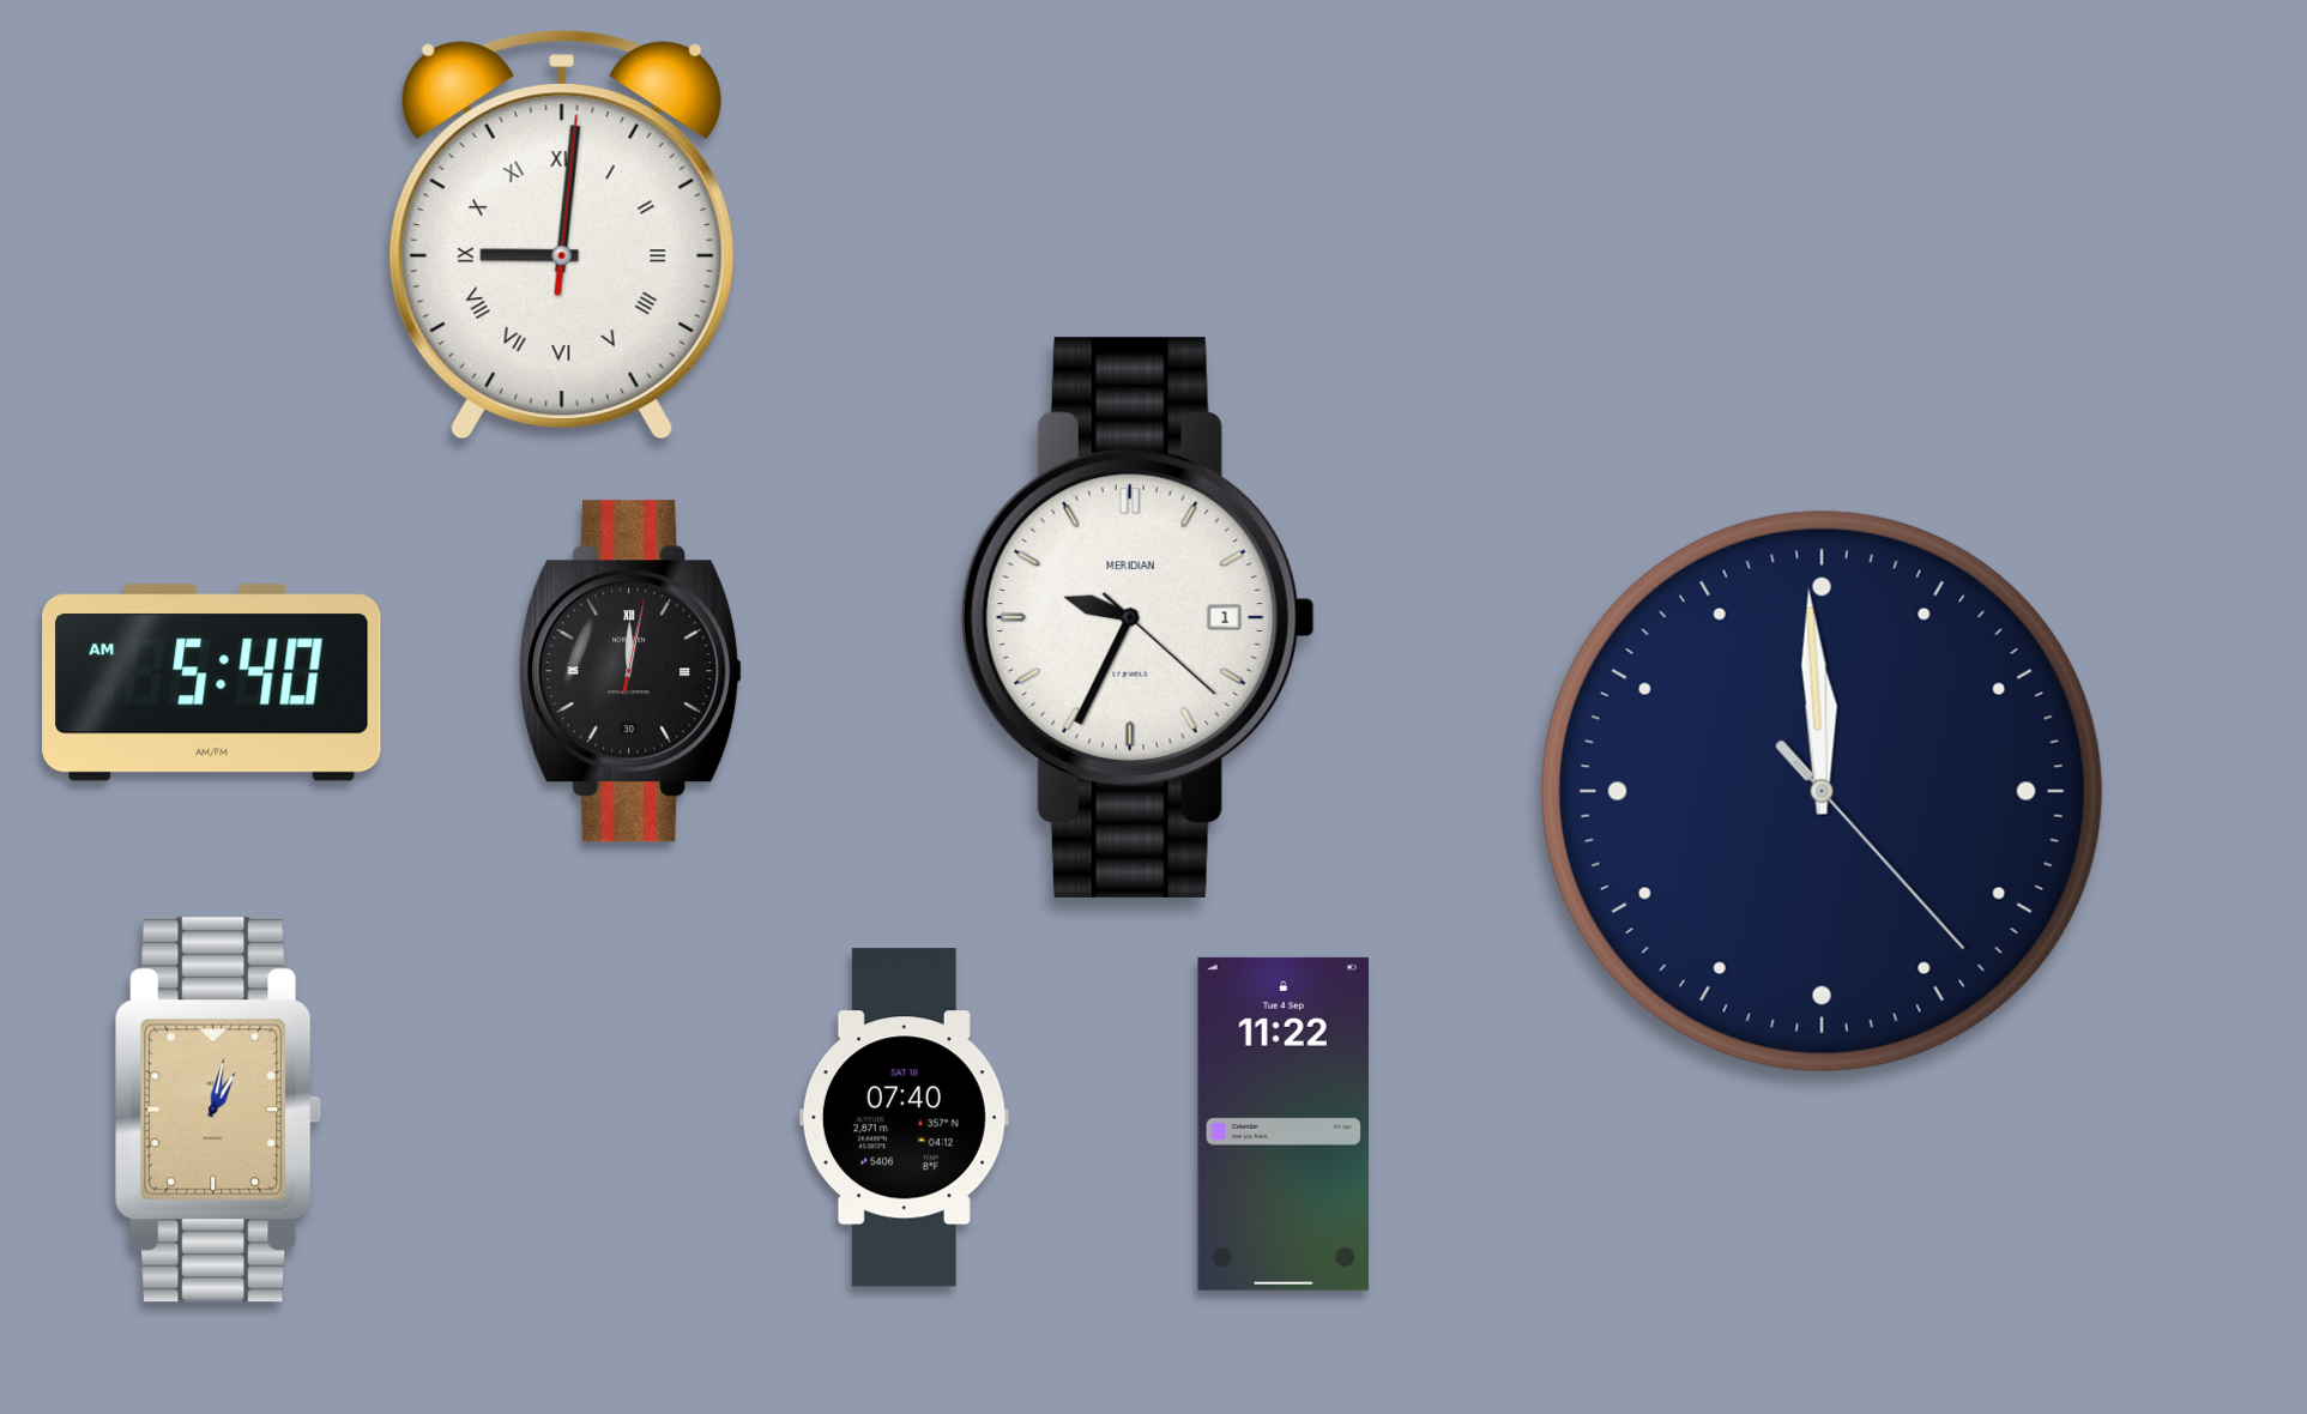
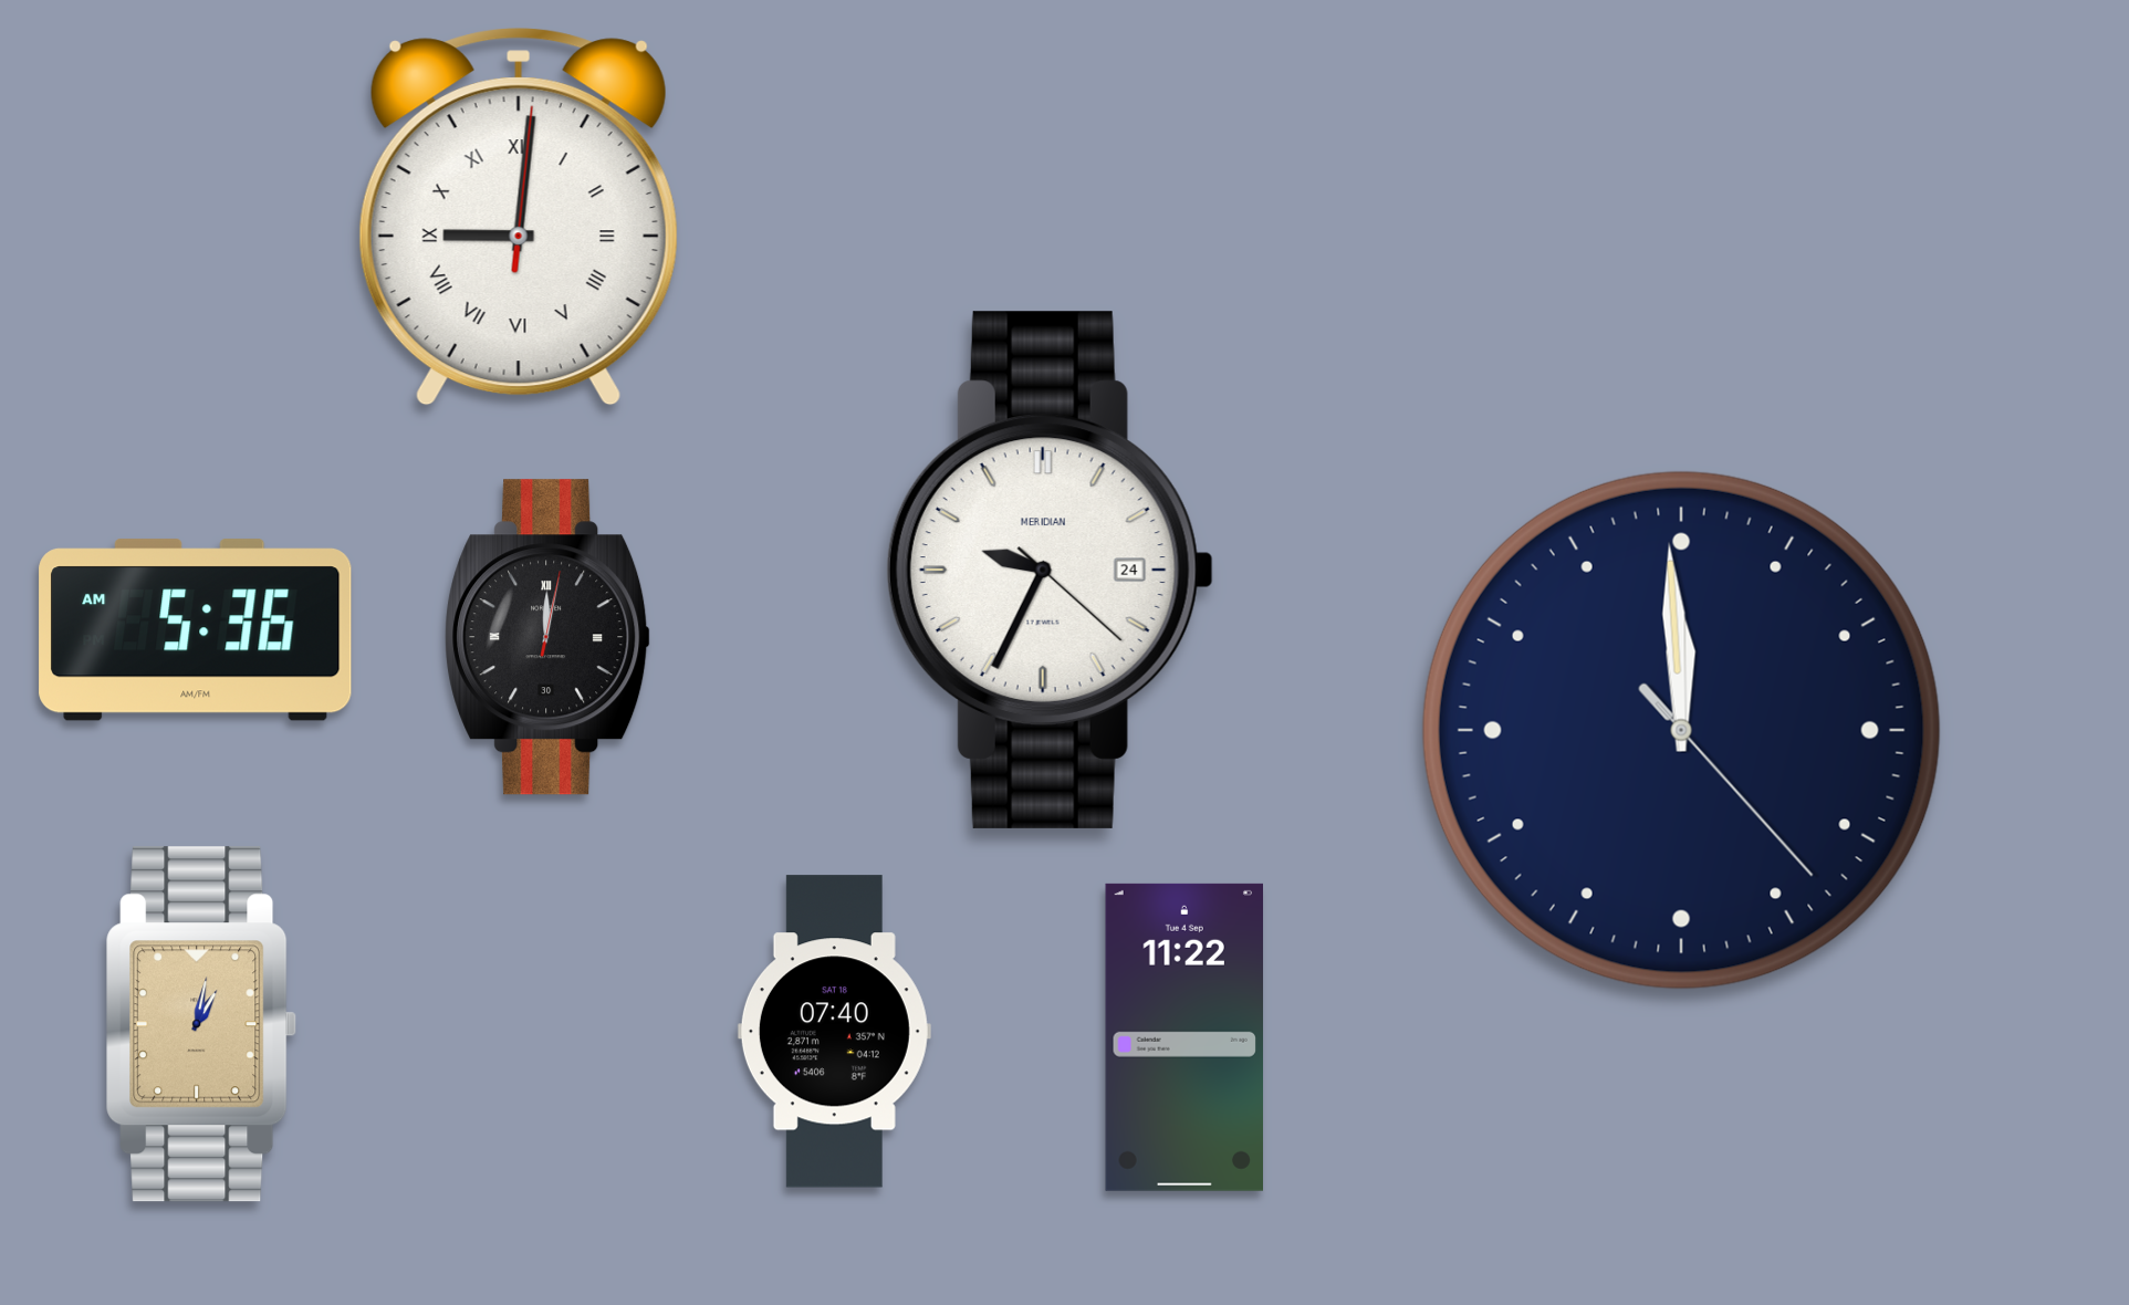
clock at (1137, 617) date: 1 -> 24
clock at (632, 671) position: (632, 671) -> (549, 637)
clock at (212, 683): 5:40 -> 5:36
